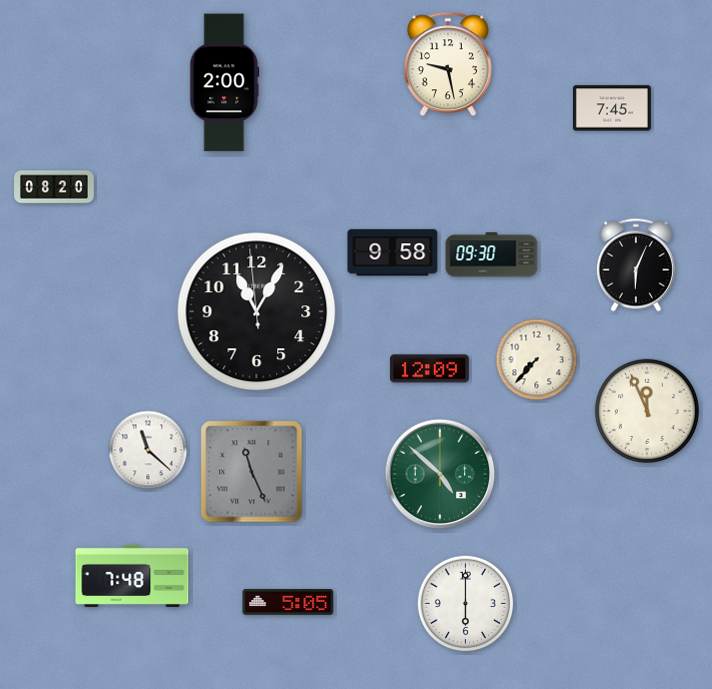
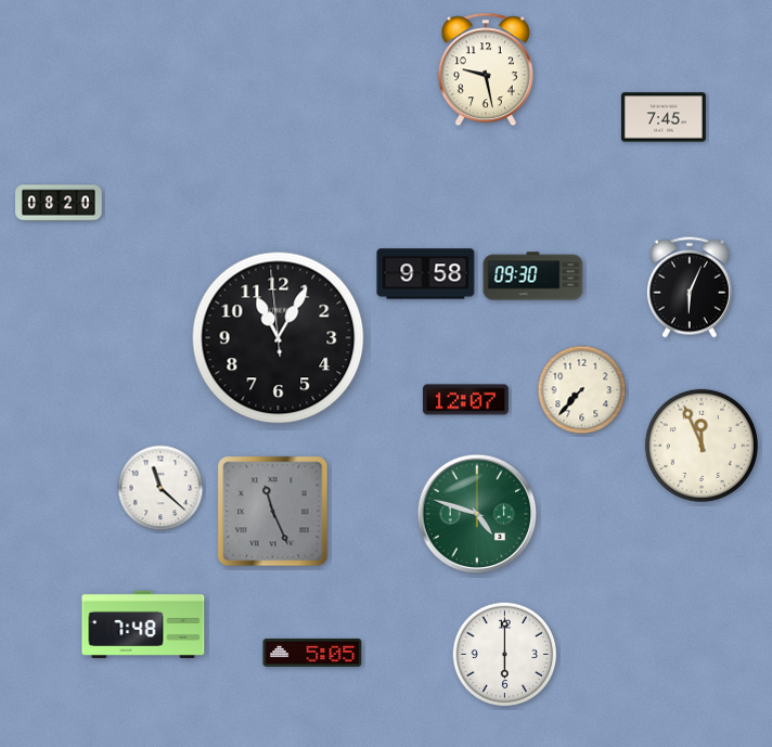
clock at (225, 83): 2:00 -> none
clock at (429, 369): 12:09 -> 12:07
clock at (440, 474): 4:52 -> 4:48
